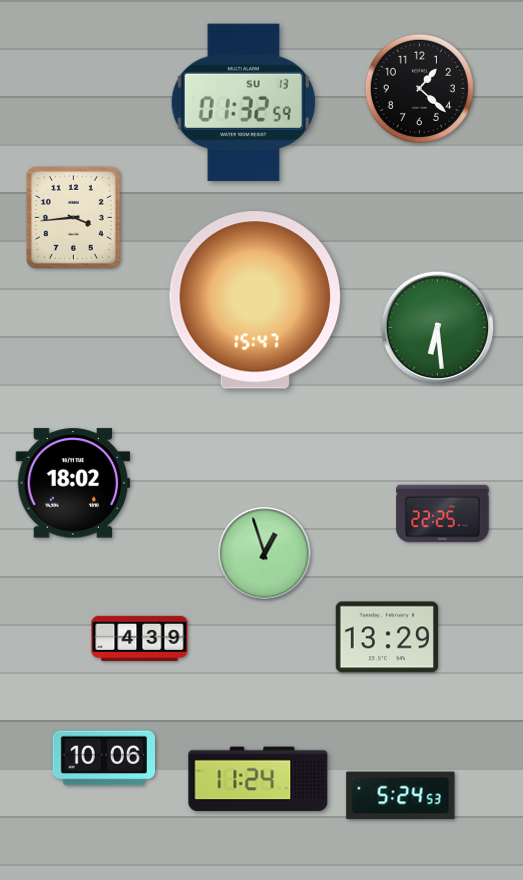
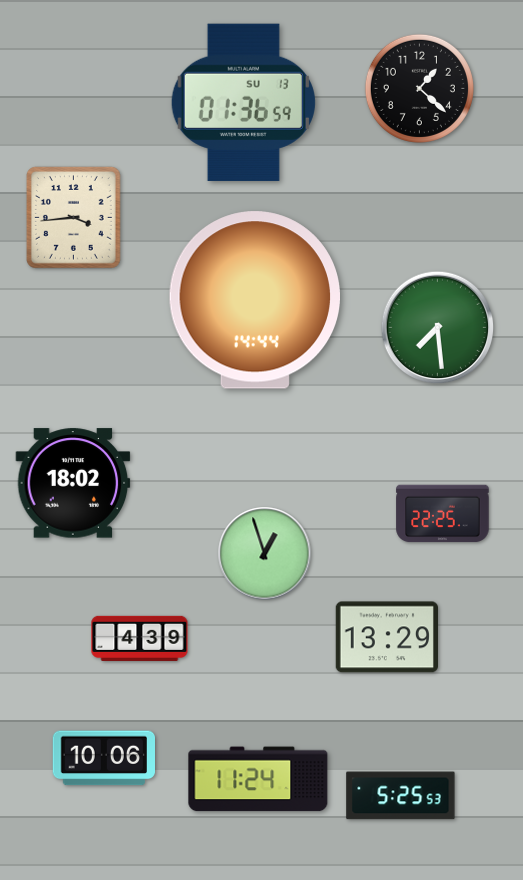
clock at (243, 102): 01:32 -> 01:36
clock at (255, 300): 15:47 -> 14:44
clock at (438, 328): 6:29 -> 7:29
clock at (401, 796): 5:24 -> 5:25
